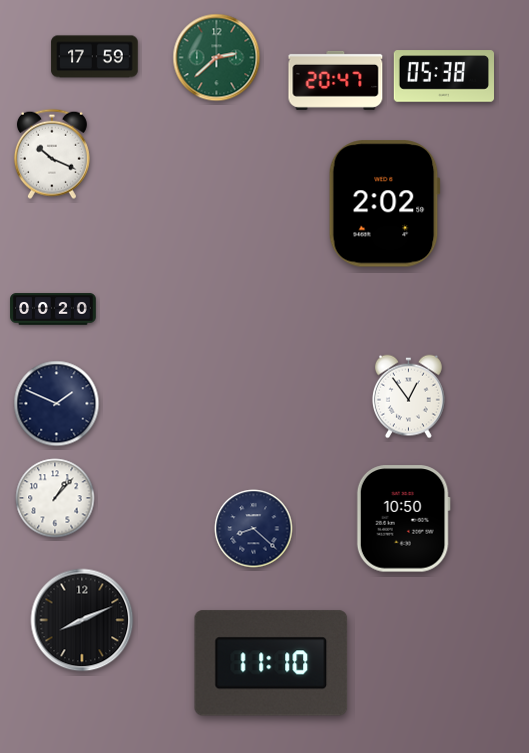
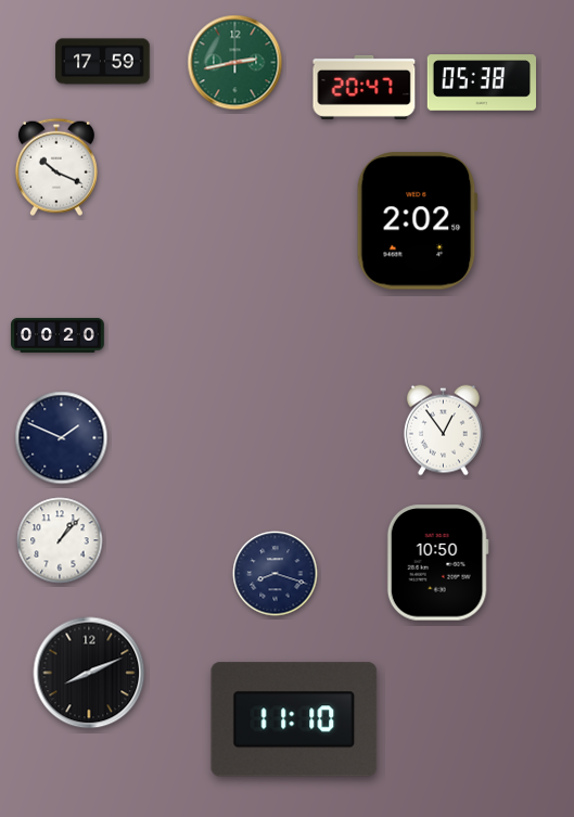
clock at (217, 58): 2:38 -> 2:43
clock at (254, 529): 8:22 -> 8:18
